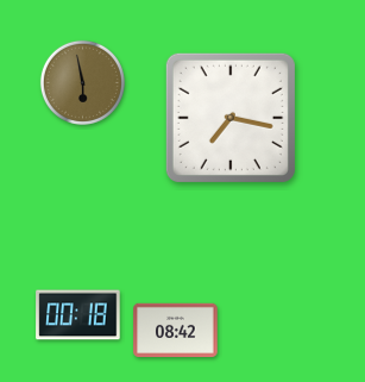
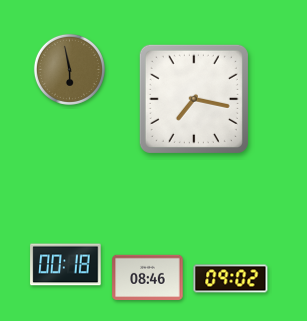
clock at (176, 331): 08:42 -> 08:46
clock at (231, 279): none -> 09:02
